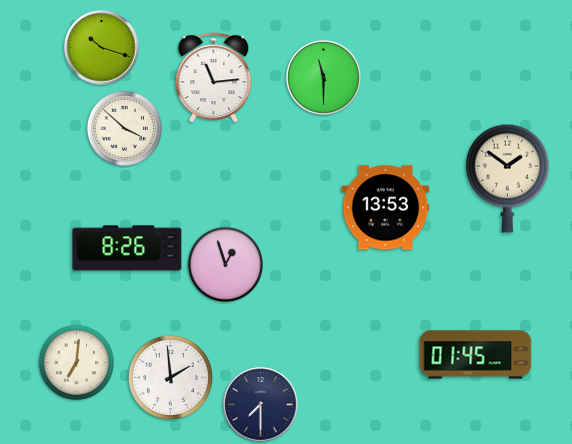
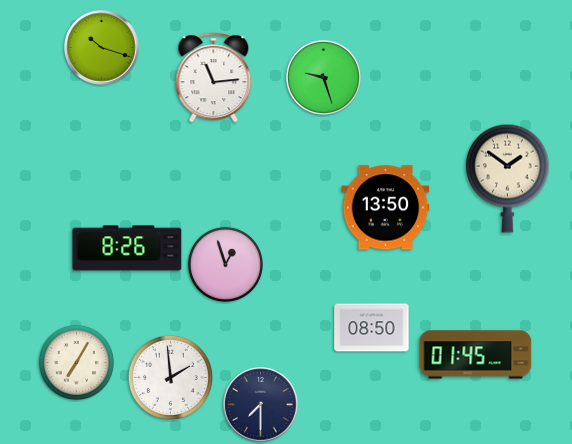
clock at (323, 77): 11:30 -> 9:27
clock at (124, 128): 3:52 -> none
clock at (386, 208): 13:53 -> 13:50
clock at (372, 328): none -> 08:50
clock at (76, 362): 7:01 -> 7:05
